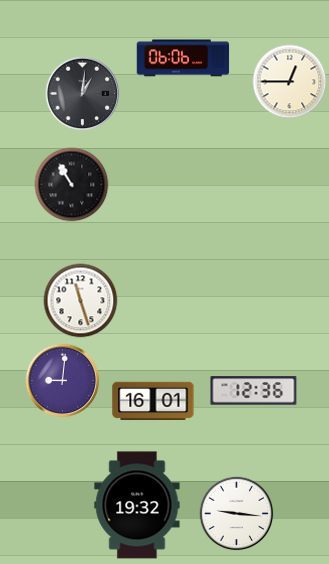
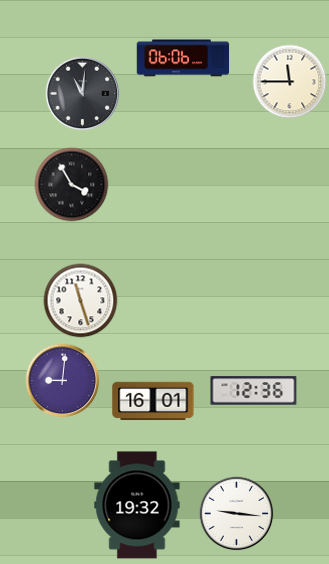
clock at (290, 82): 12:45 -> 11:45
clock at (83, 94): 1:01 -> 11:01
clock at (72, 185): 10:55 -> 3:55
